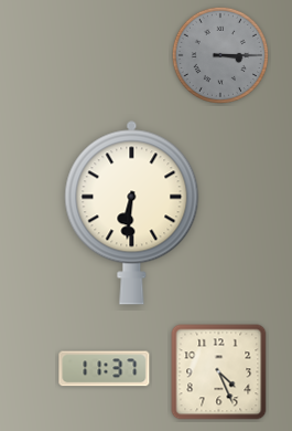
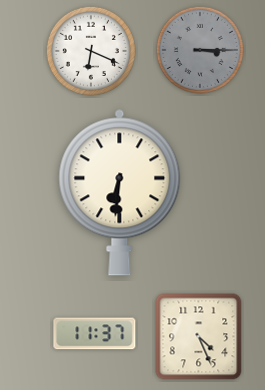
clock at (91, 51): none -> 6:19
